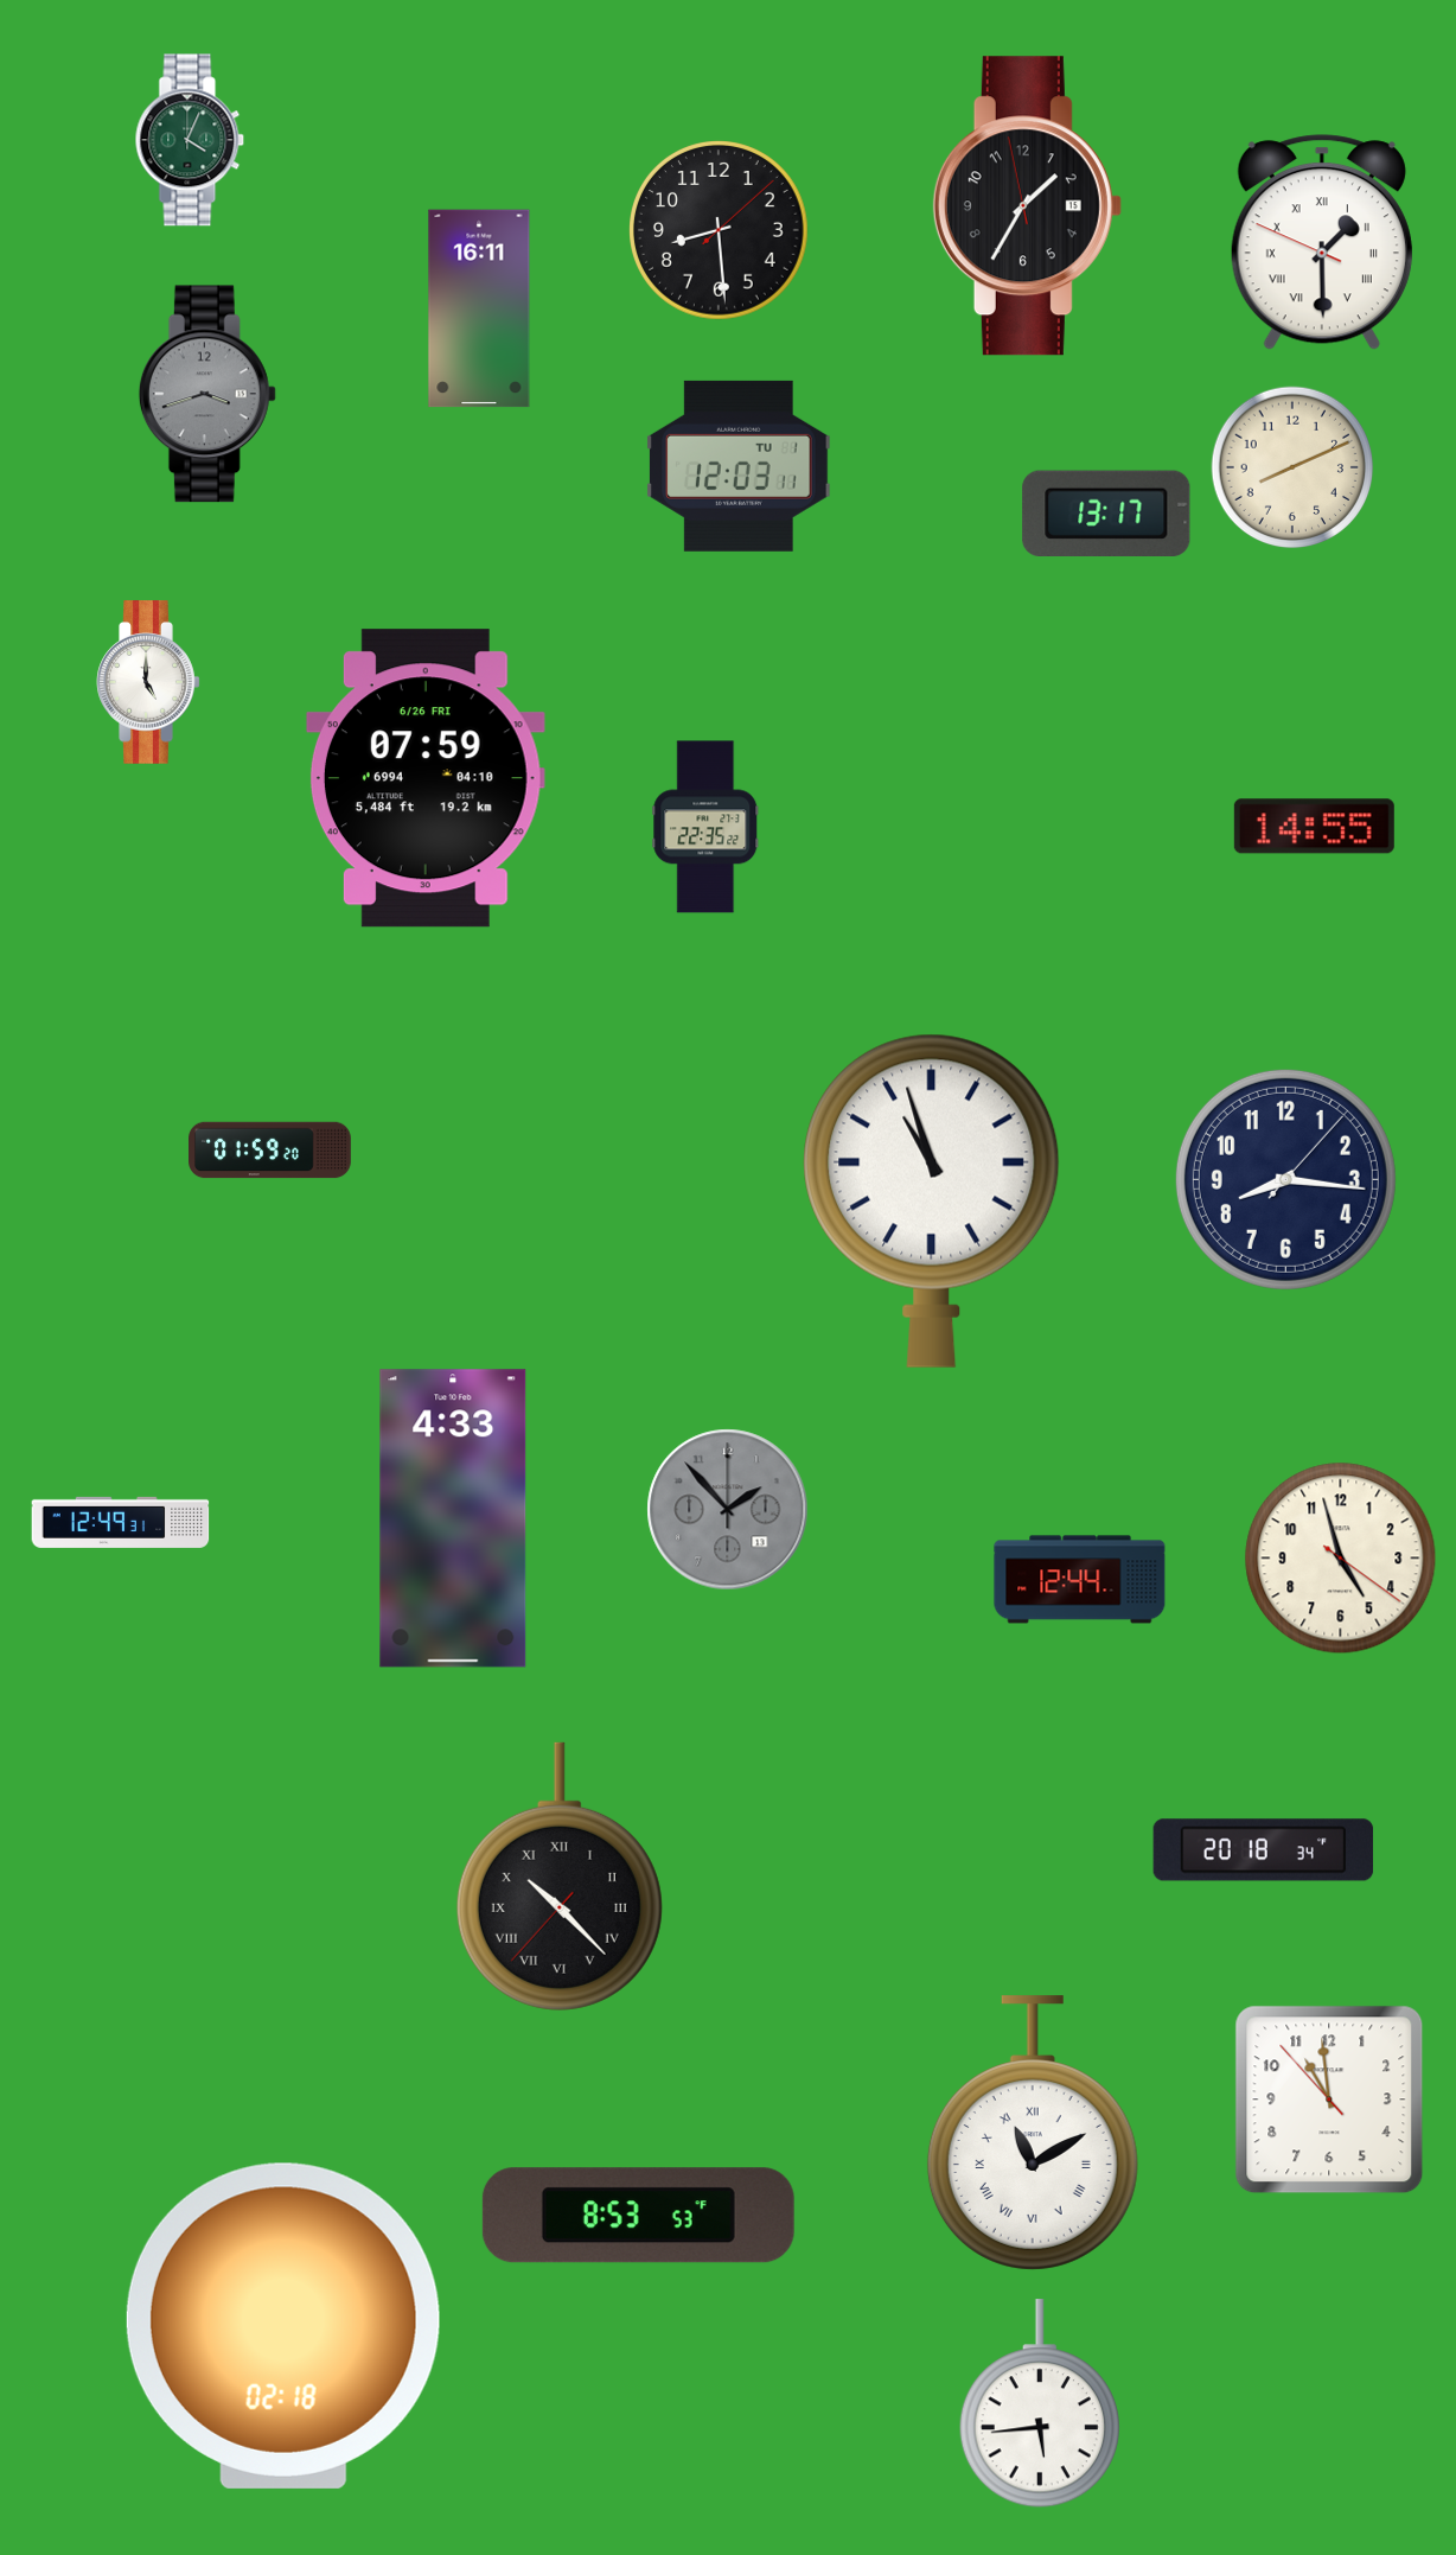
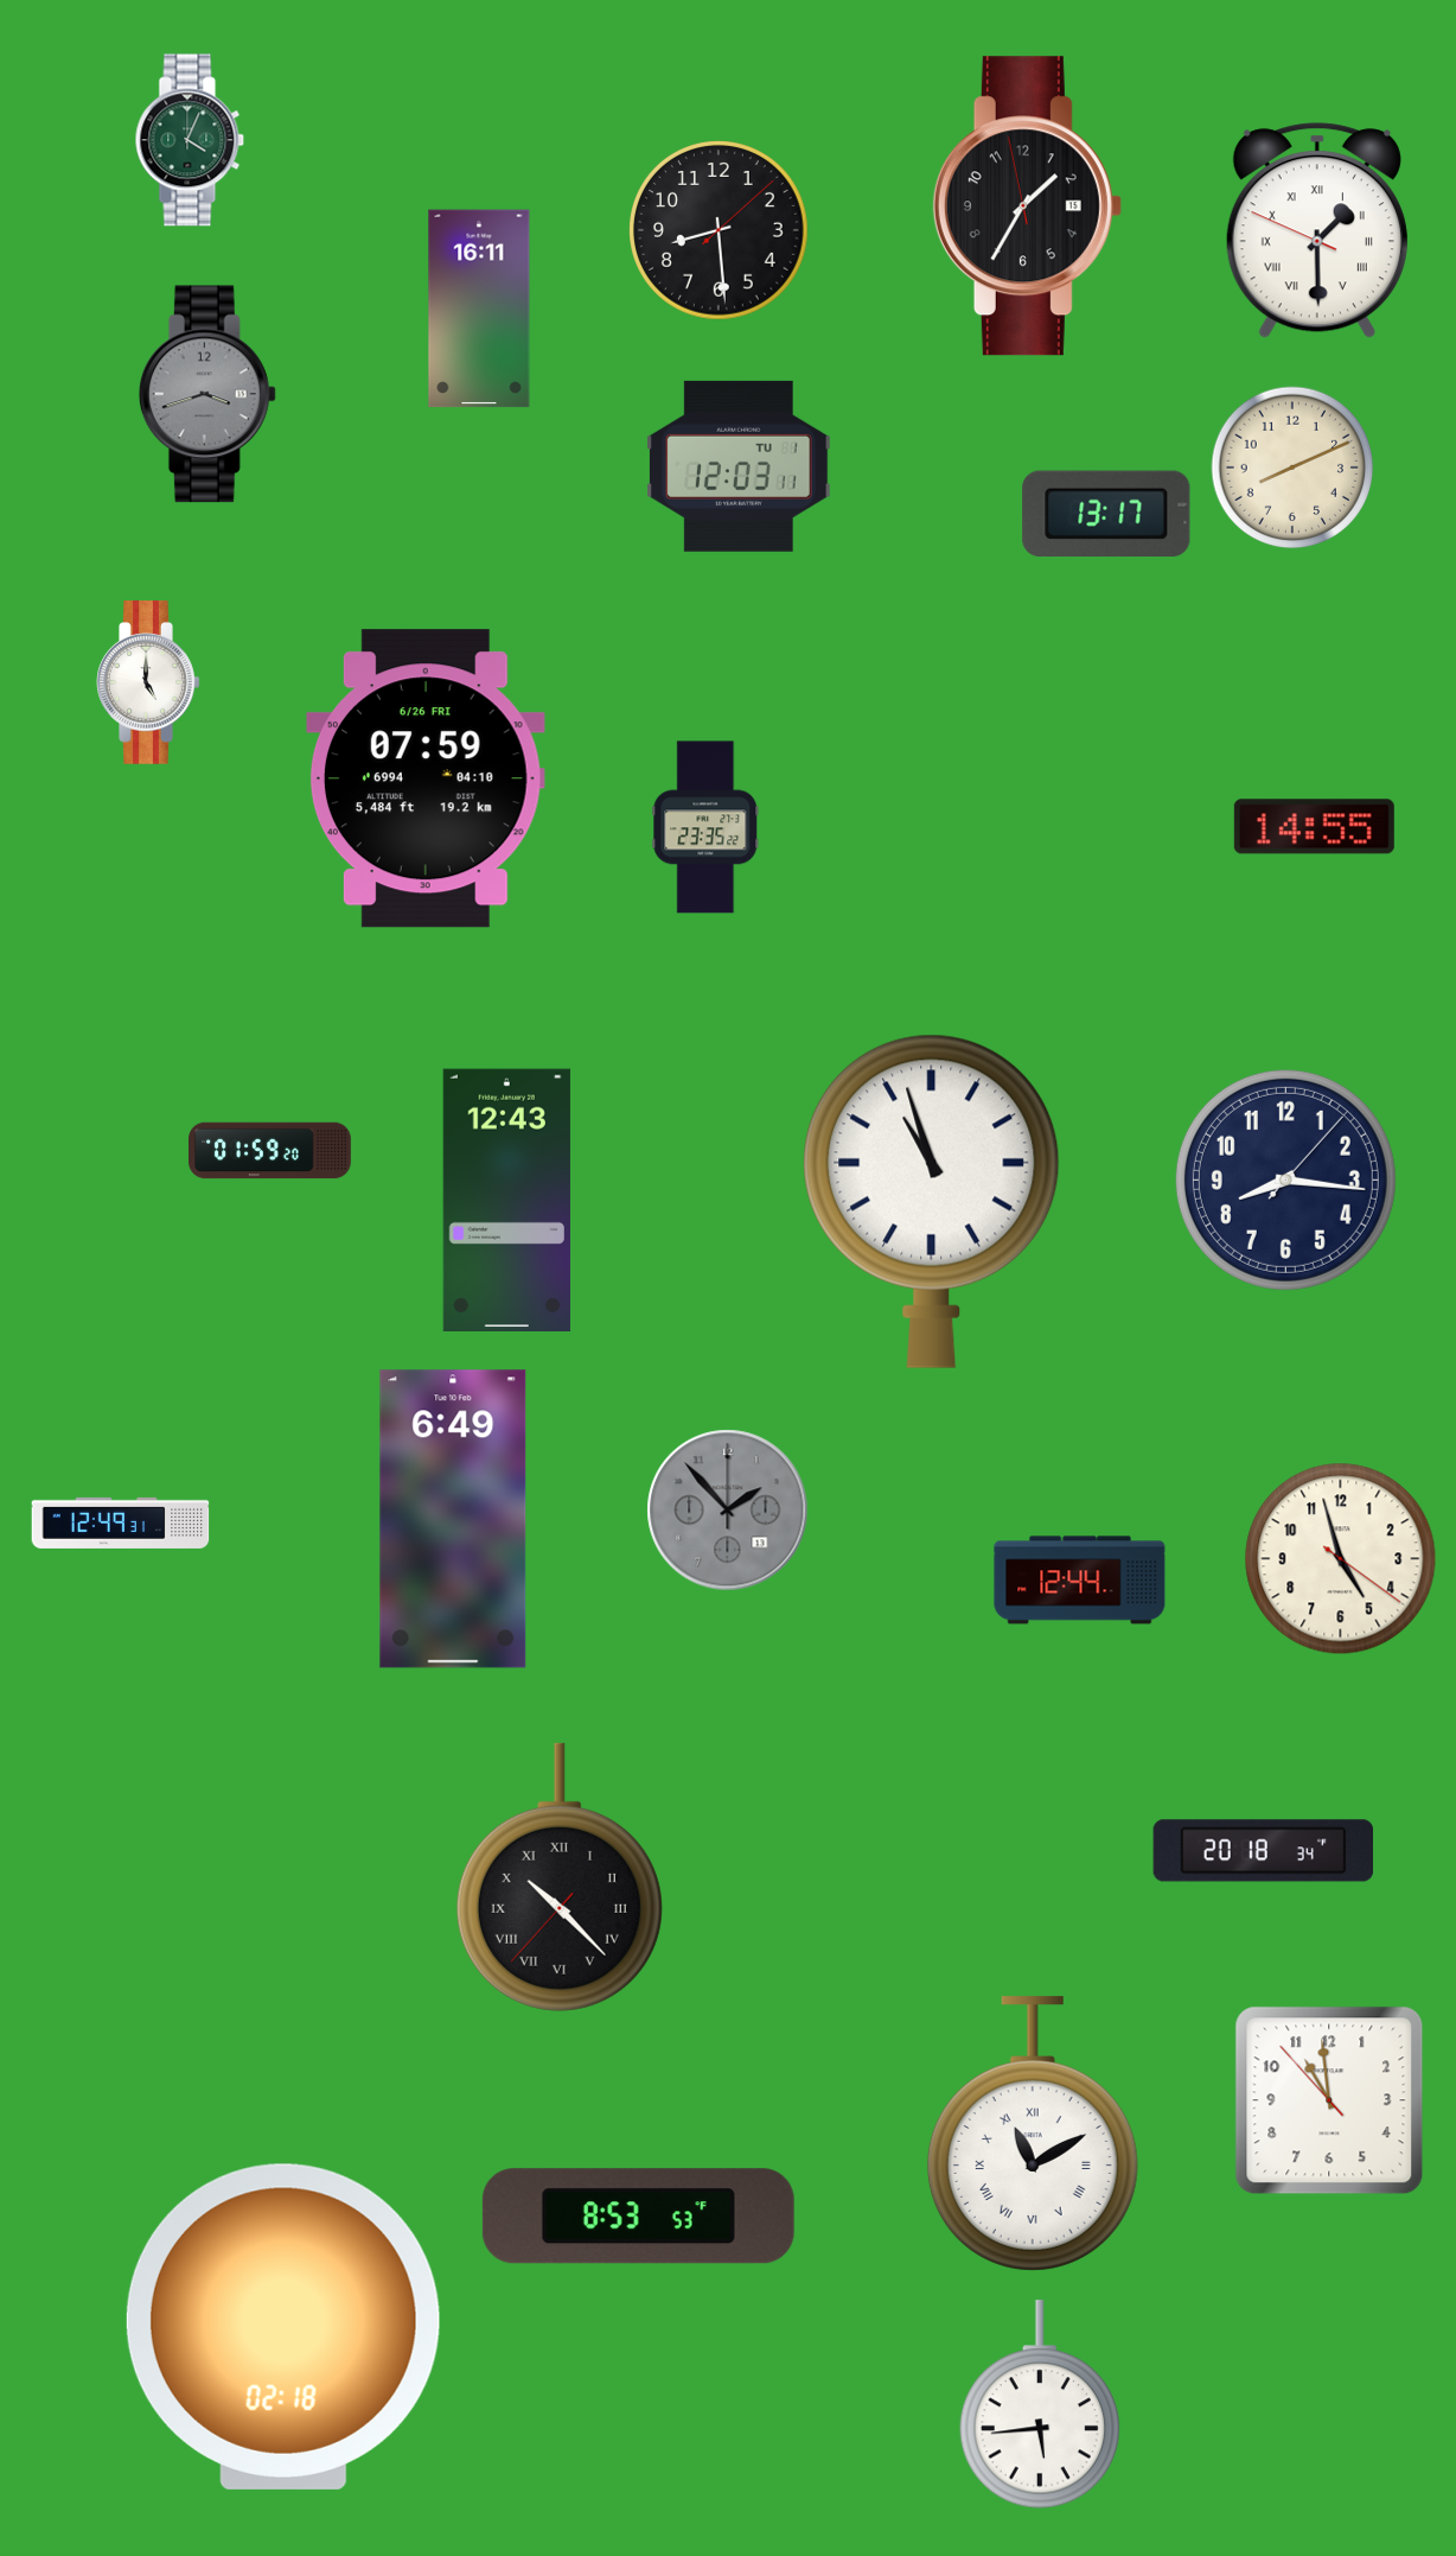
clock at (1322, 242) position: (1322, 242) -> (1317, 230)
clock at (705, 827): 22:35 -> 23:35
clock at (506, 1200): none -> 12:43
clock at (453, 1518): 4:33 -> 6:49
